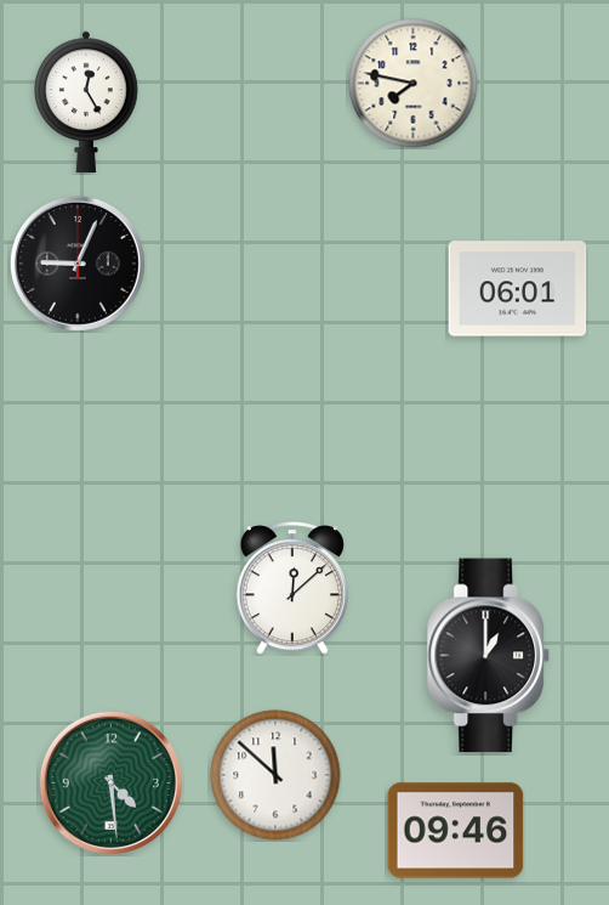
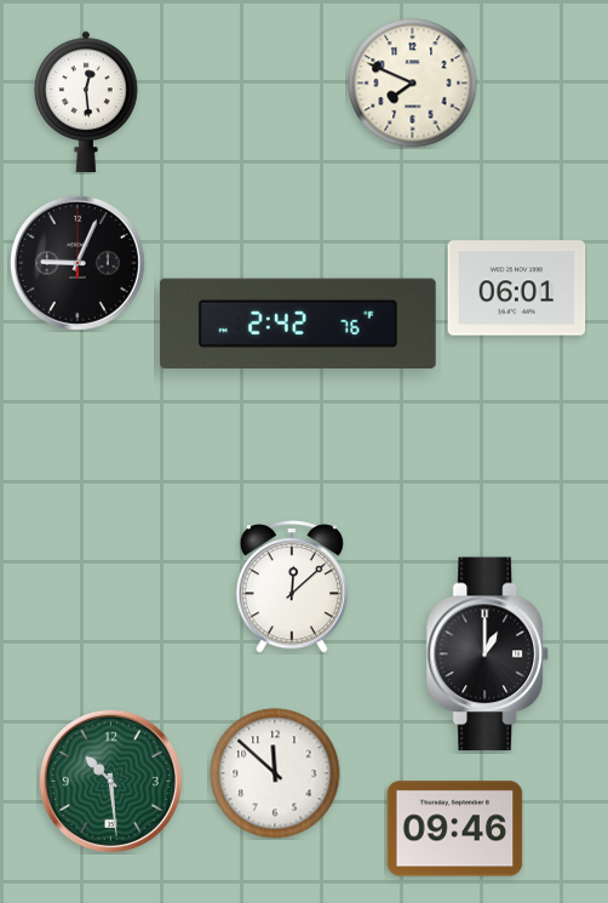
clock at (414, 84): 7:47 -> 7:49
clock at (87, 102): 12:25 -> 12:29
clock at (298, 324): none -> 2:42
clock at (110, 782): 4:29 -> 10:29
